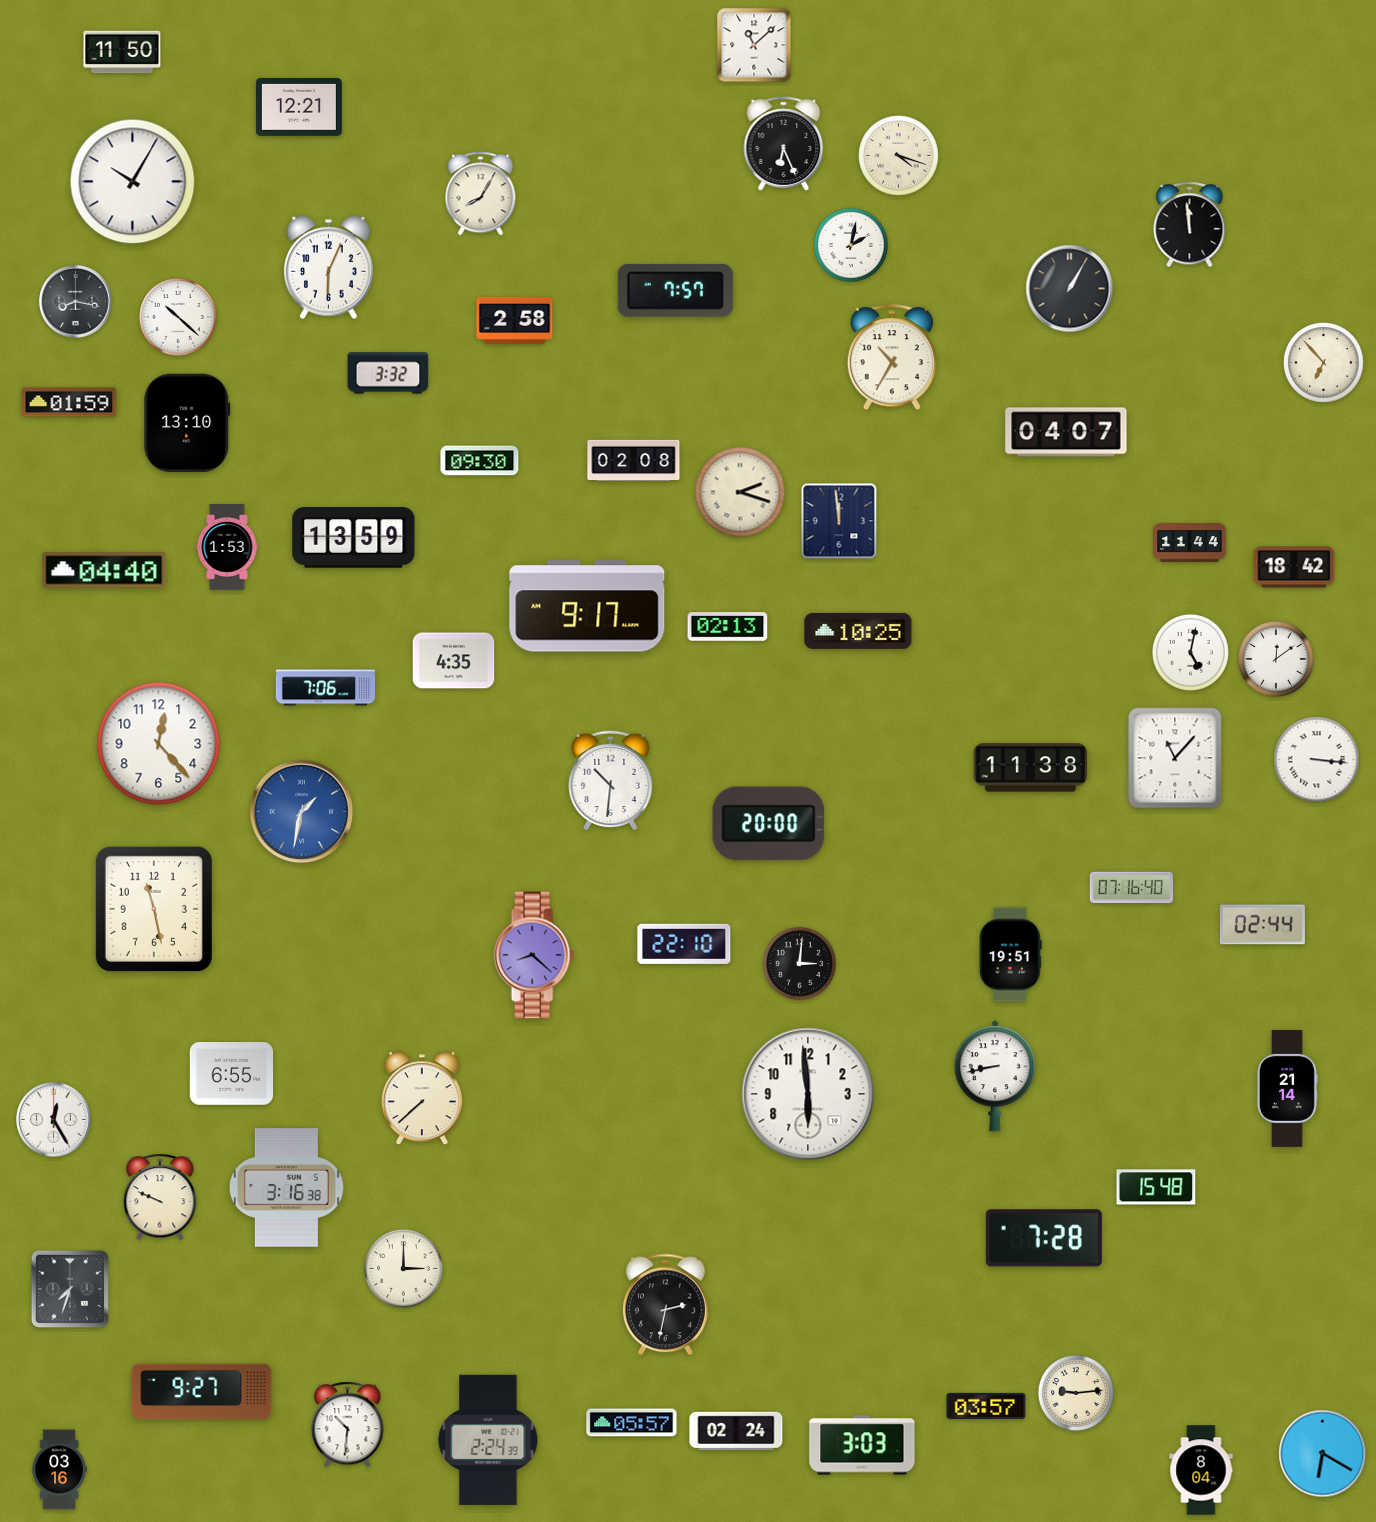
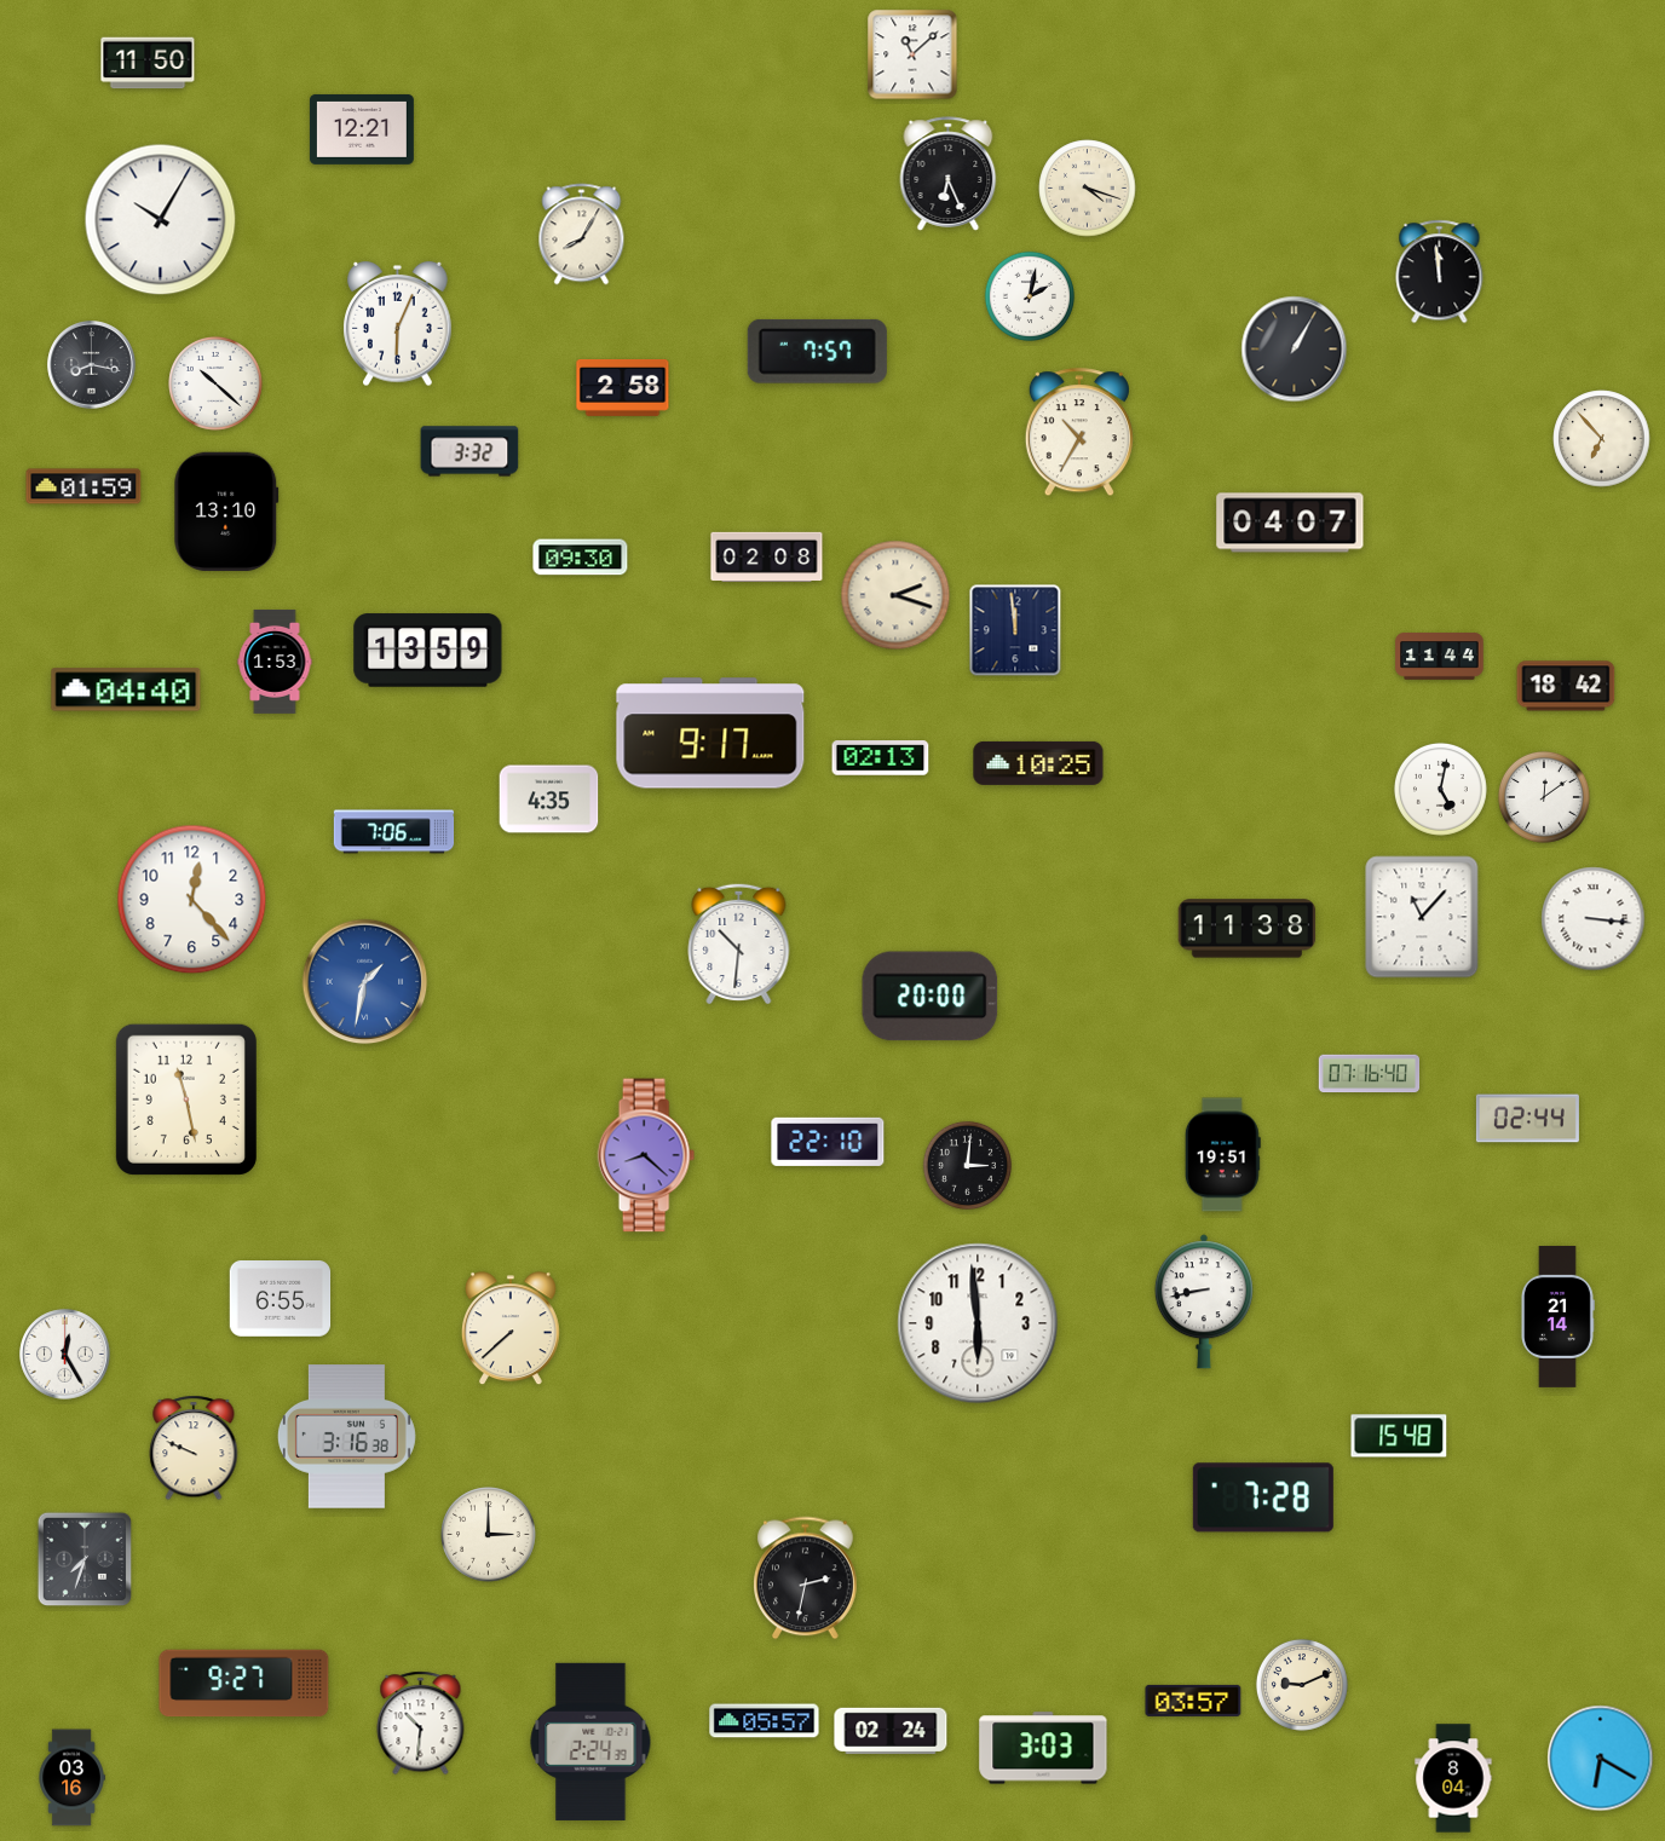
clock at (1076, 1393): 9:14 -> 9:11
